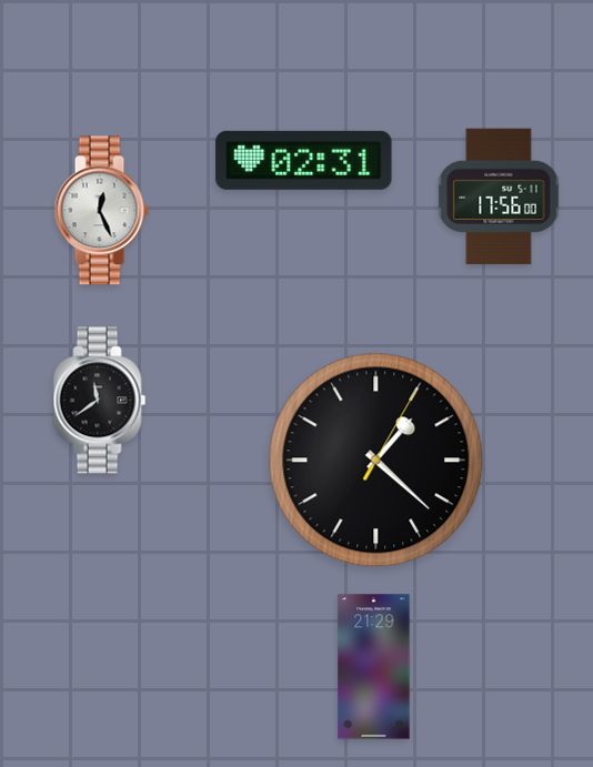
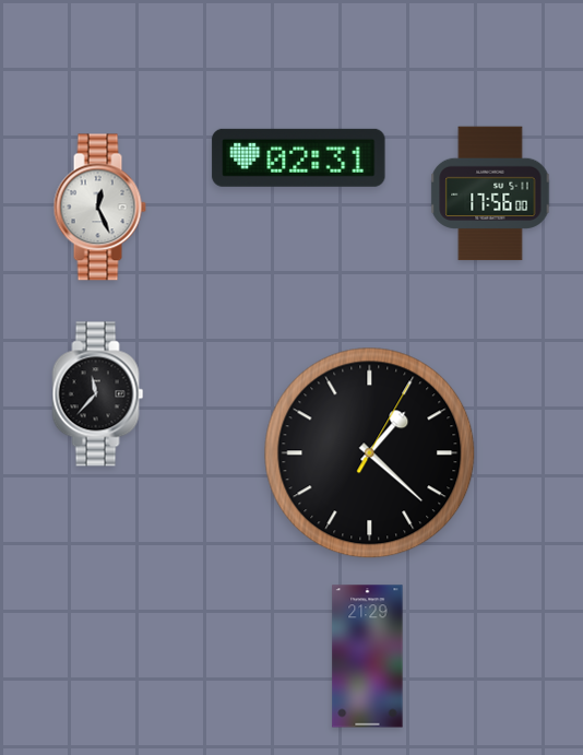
clock at (100, 401): 11:39 -> 11:37
